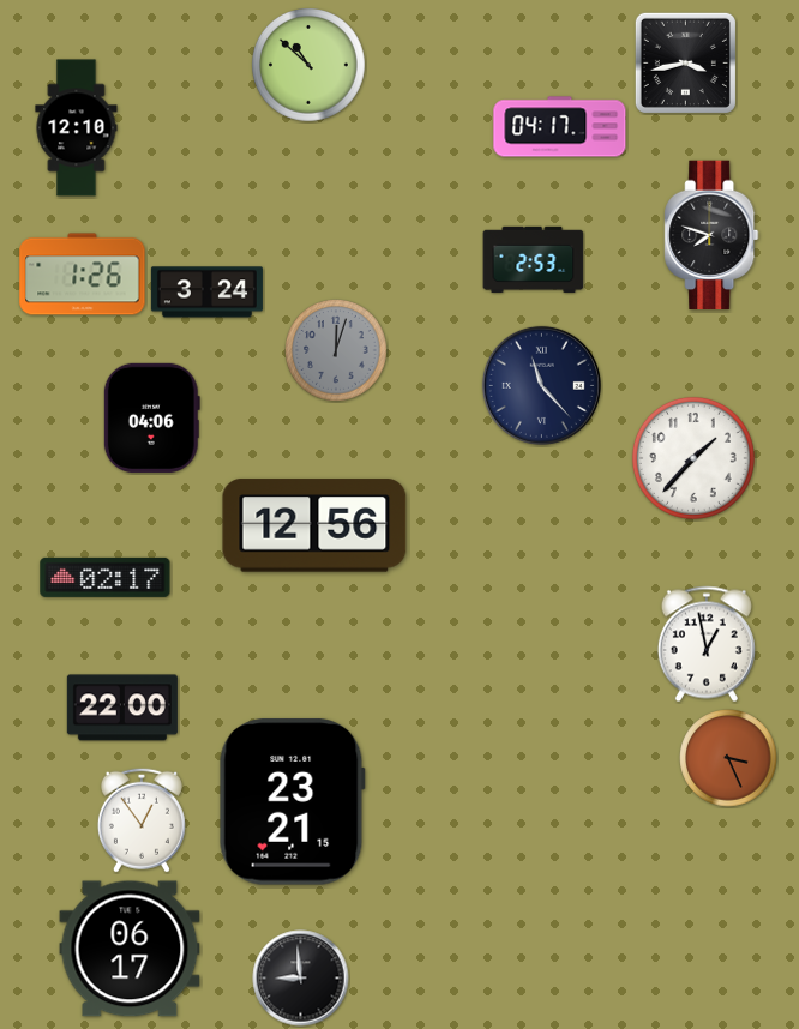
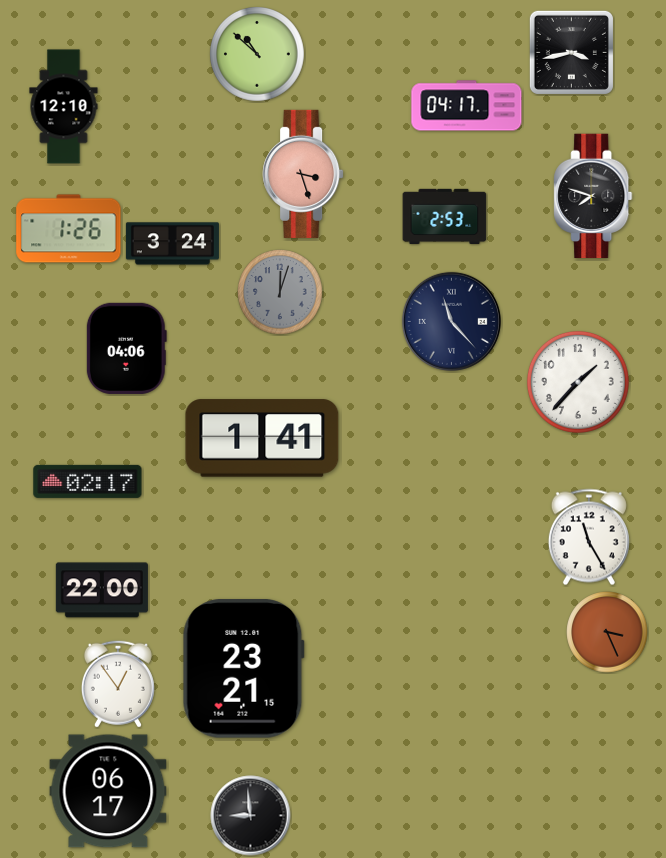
clock at (303, 174): none -> 3:27
clock at (314, 525): 12:56 -> 1:41
clock at (707, 644): 12:58 -> 11:25
